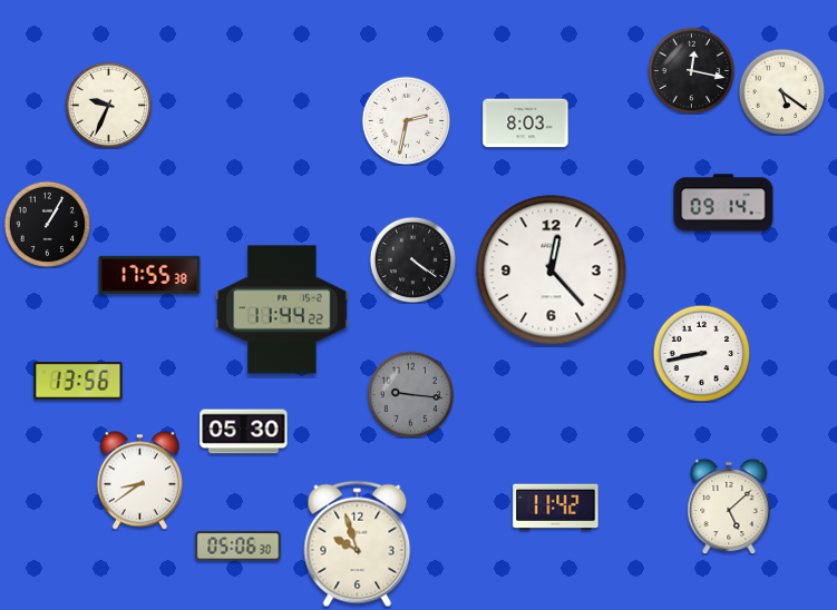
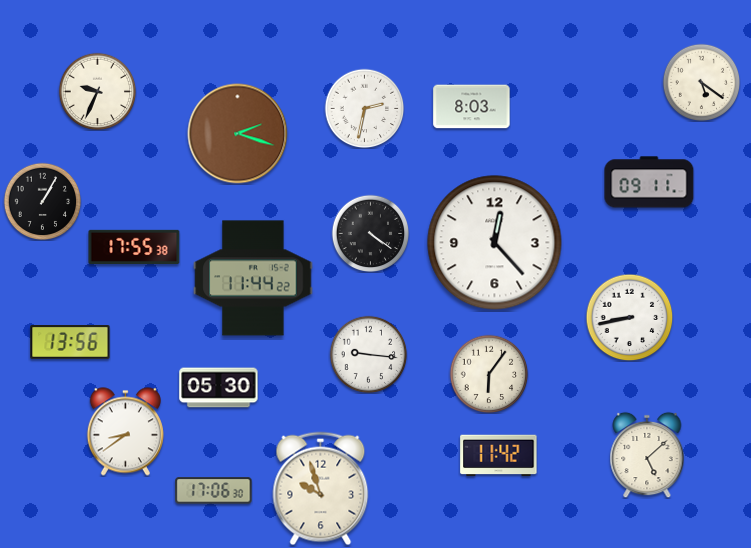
clock at (691, 70): 12:17 -> none
clock at (108, 105) position: (108, 105) -> (97, 91)
clock at (526, 124) position: (526, 124) -> (472, 107)
clock at (238, 134): none -> 2:18
clock at (723, 203): 09:14 -> 09:11
clock at (410, 394) dial: grey -> white
clock at (489, 374): none -> 6:06
clock at (729, 506) position: (729, 506) -> (647, 455)
clock at (239, 547): 05:06 -> 17:06
